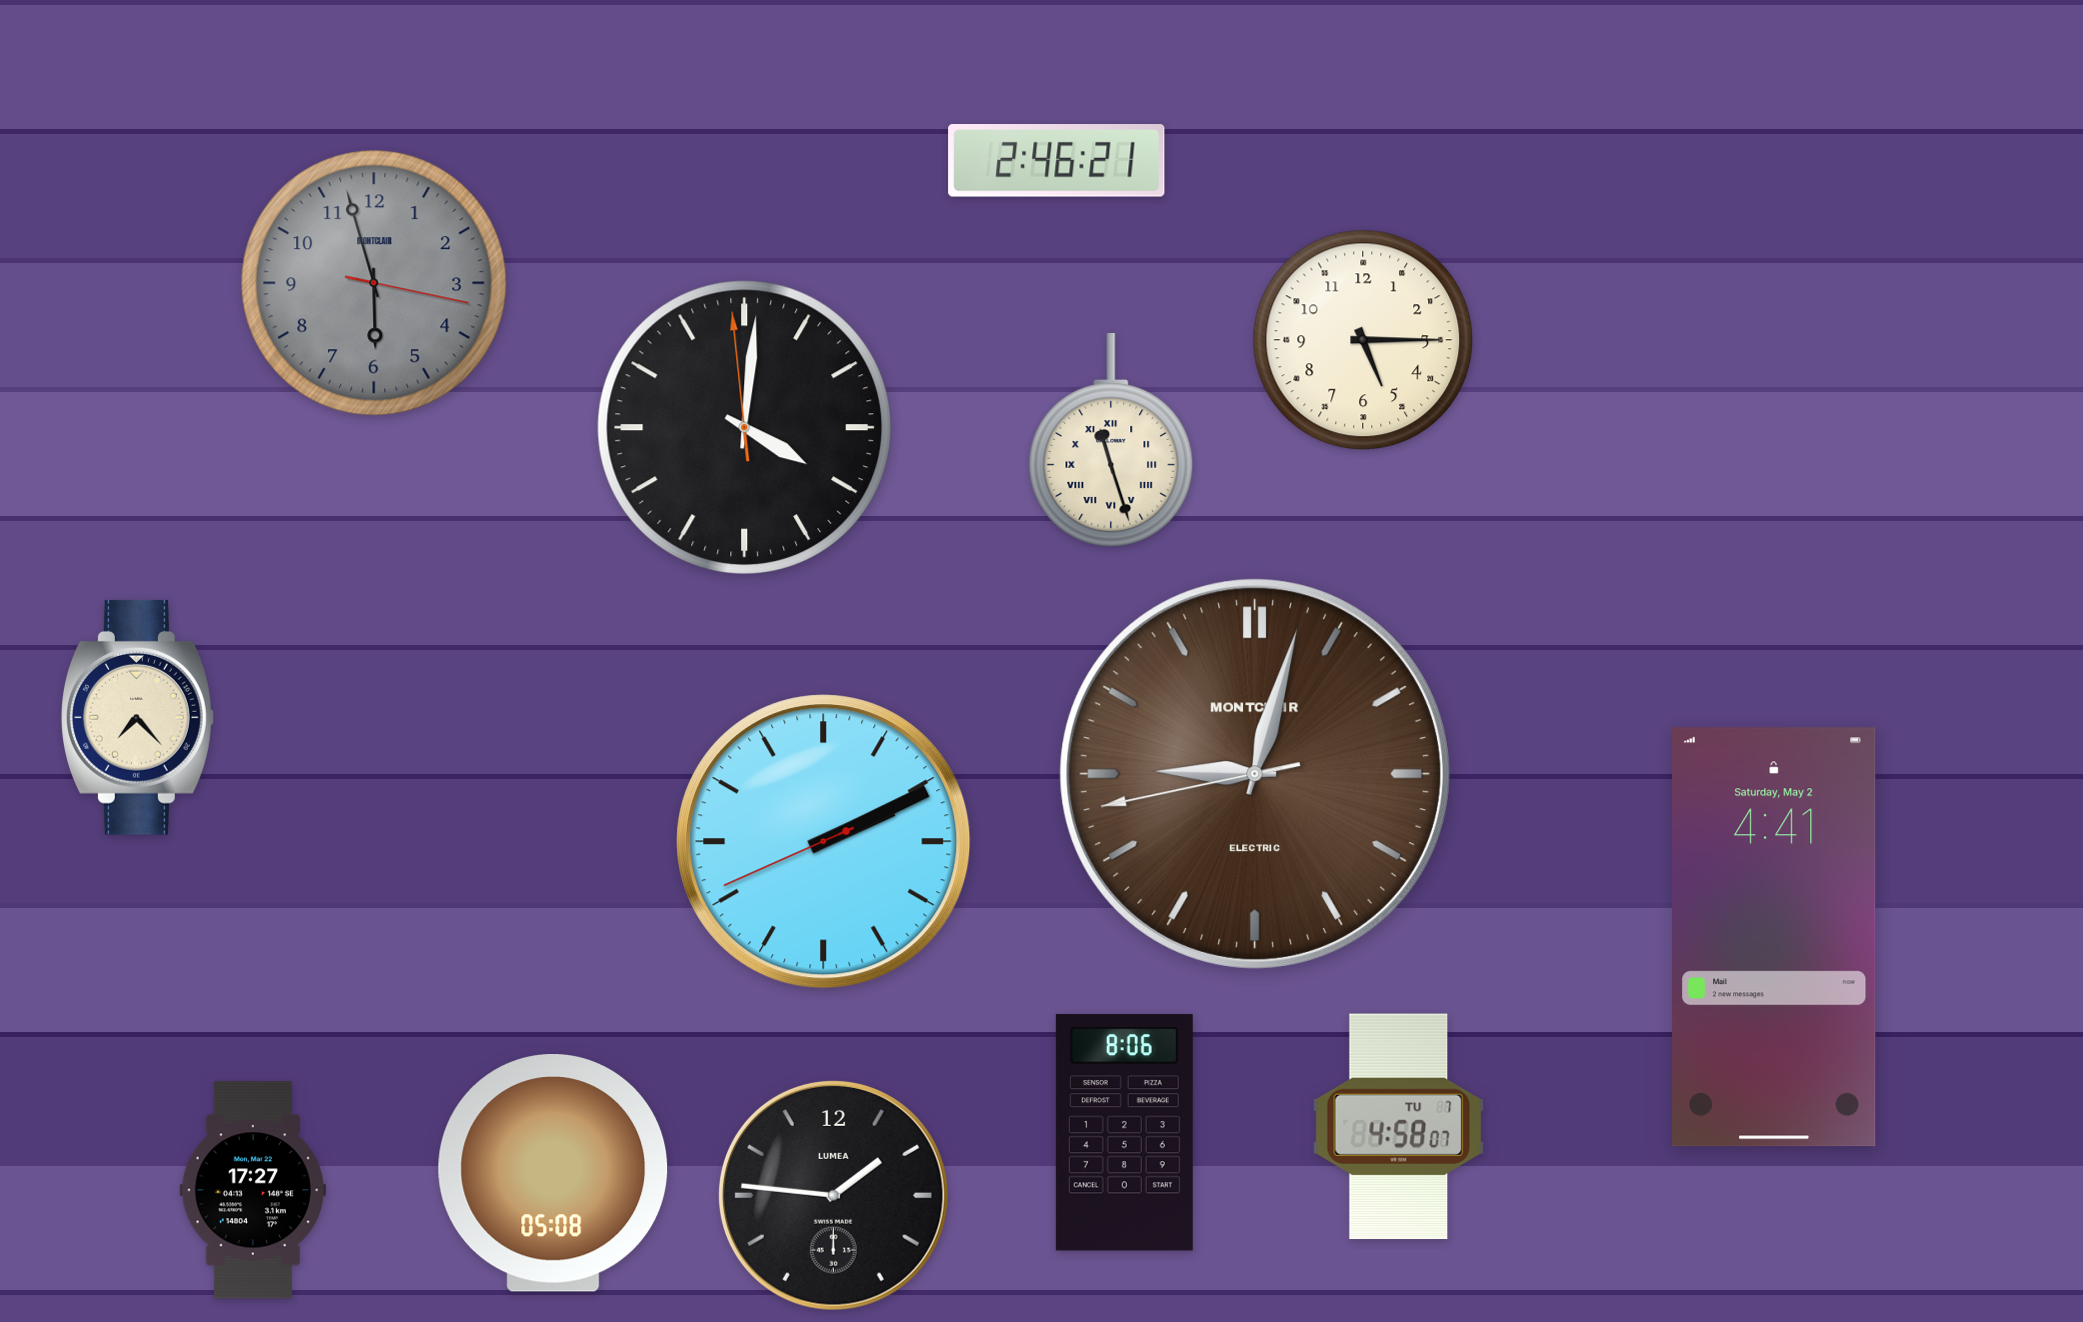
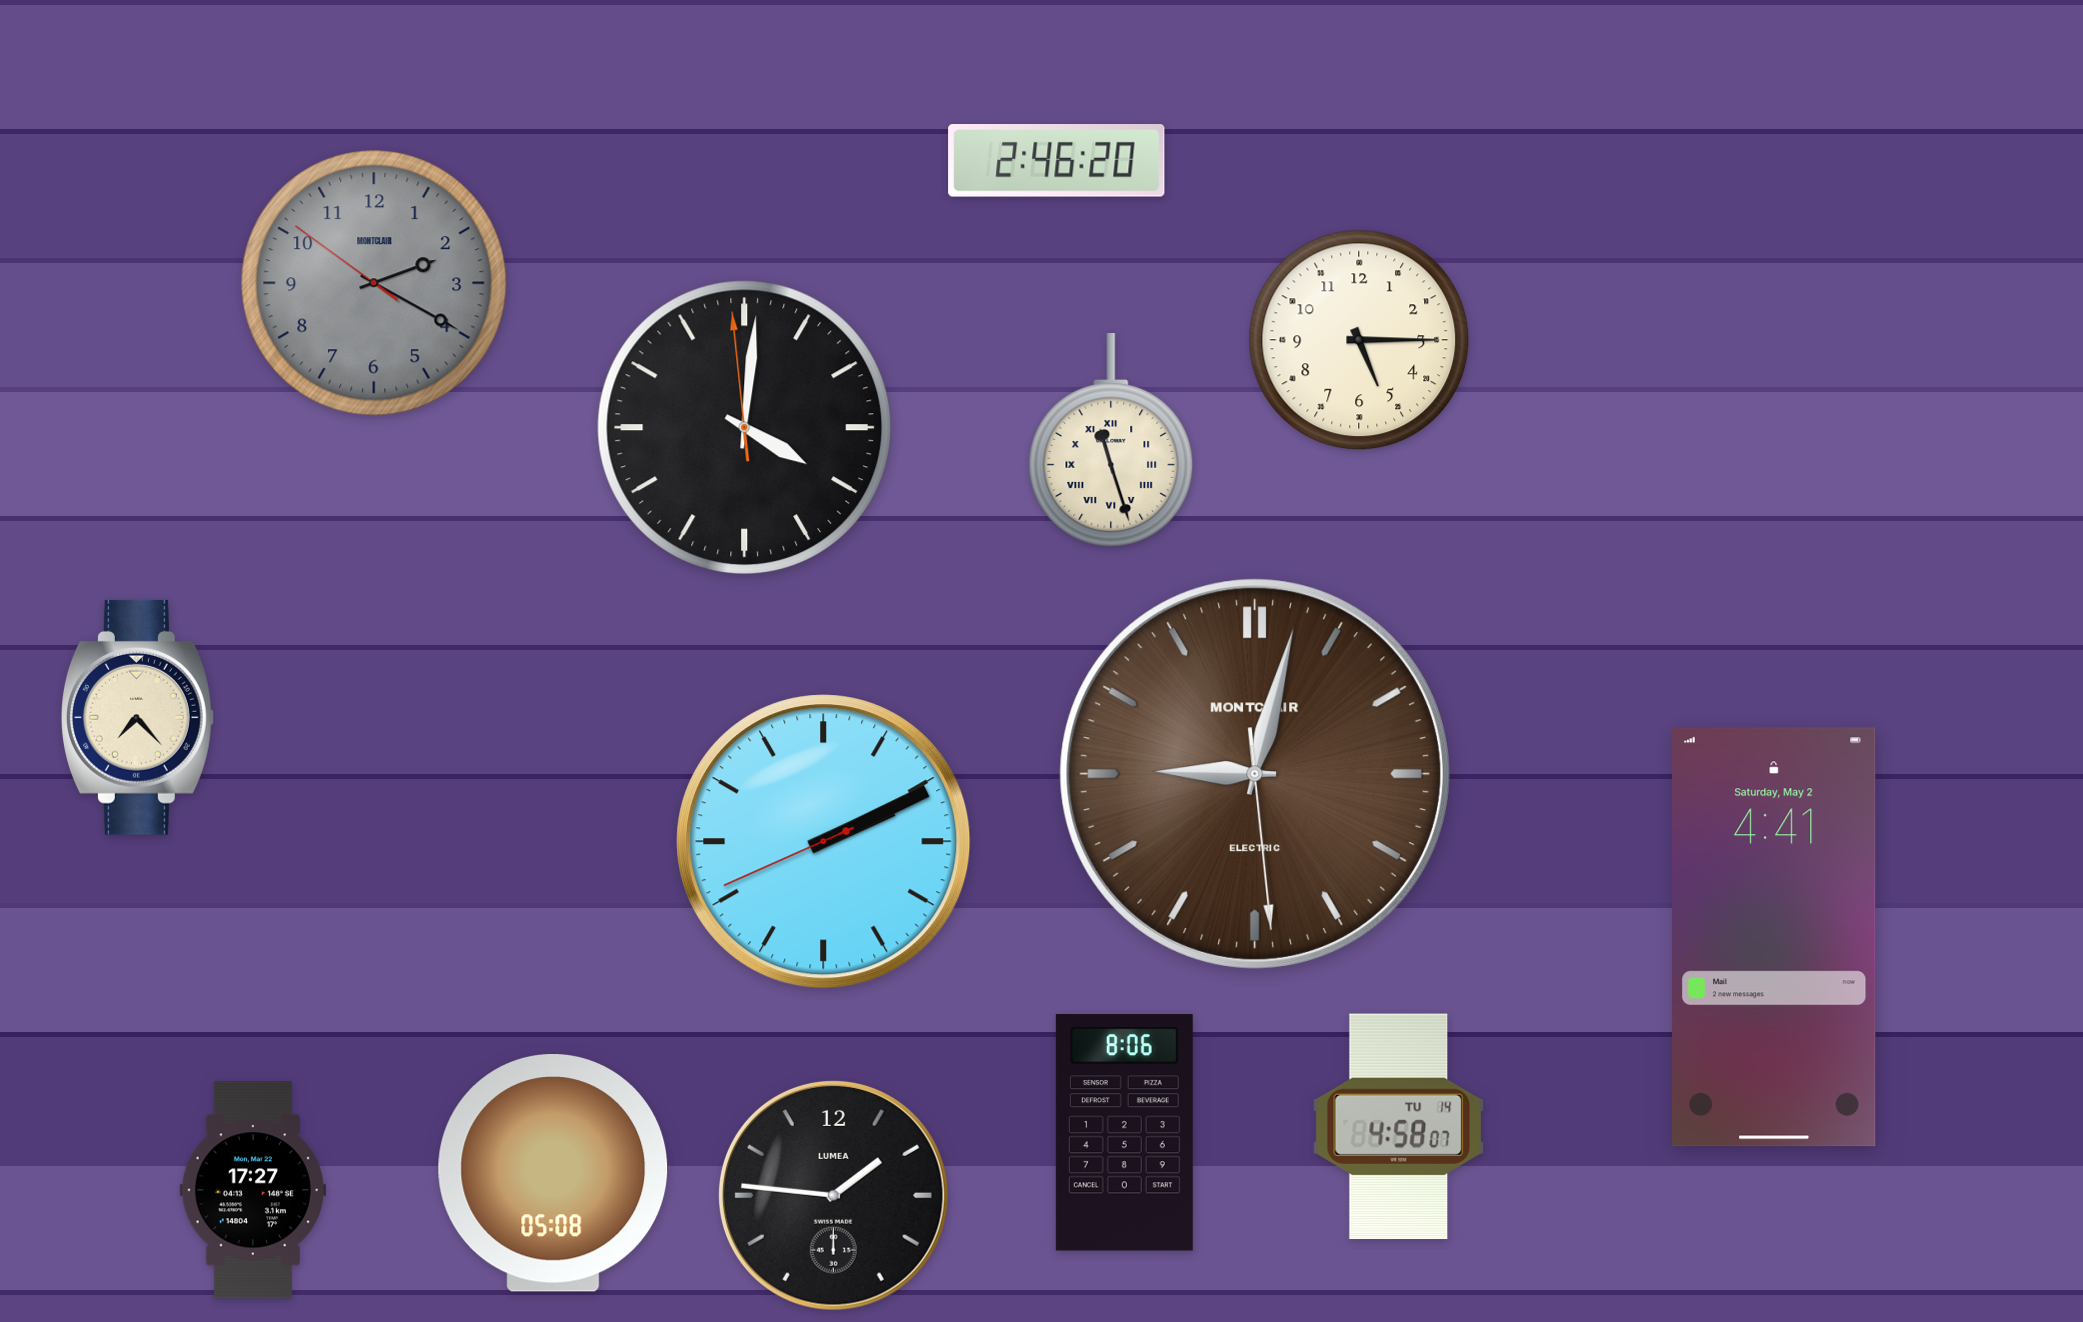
clock at (1057, 161): 2:46:21 -> 2:46:20
clock at (374, 283): 5:57 -> 2:19
clock at (1363, 340) position: (1363, 340) -> (1359, 340)
clock at (1255, 774): 9:02:43 -> 9:02:29
clock at (1399, 1127) date: TU 7 -> TU 14
